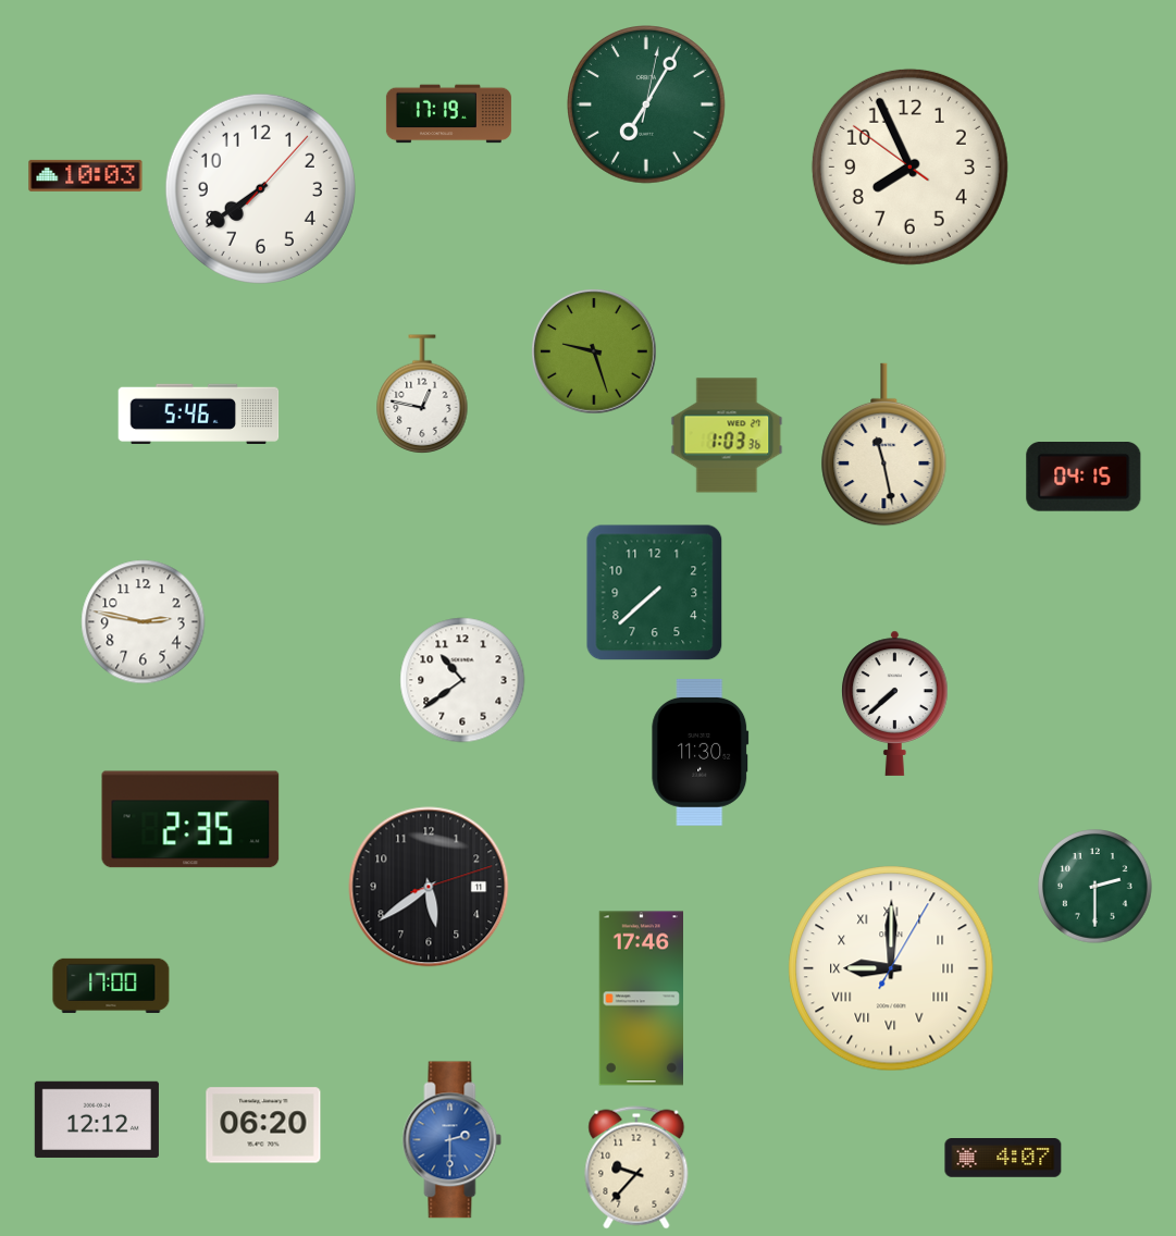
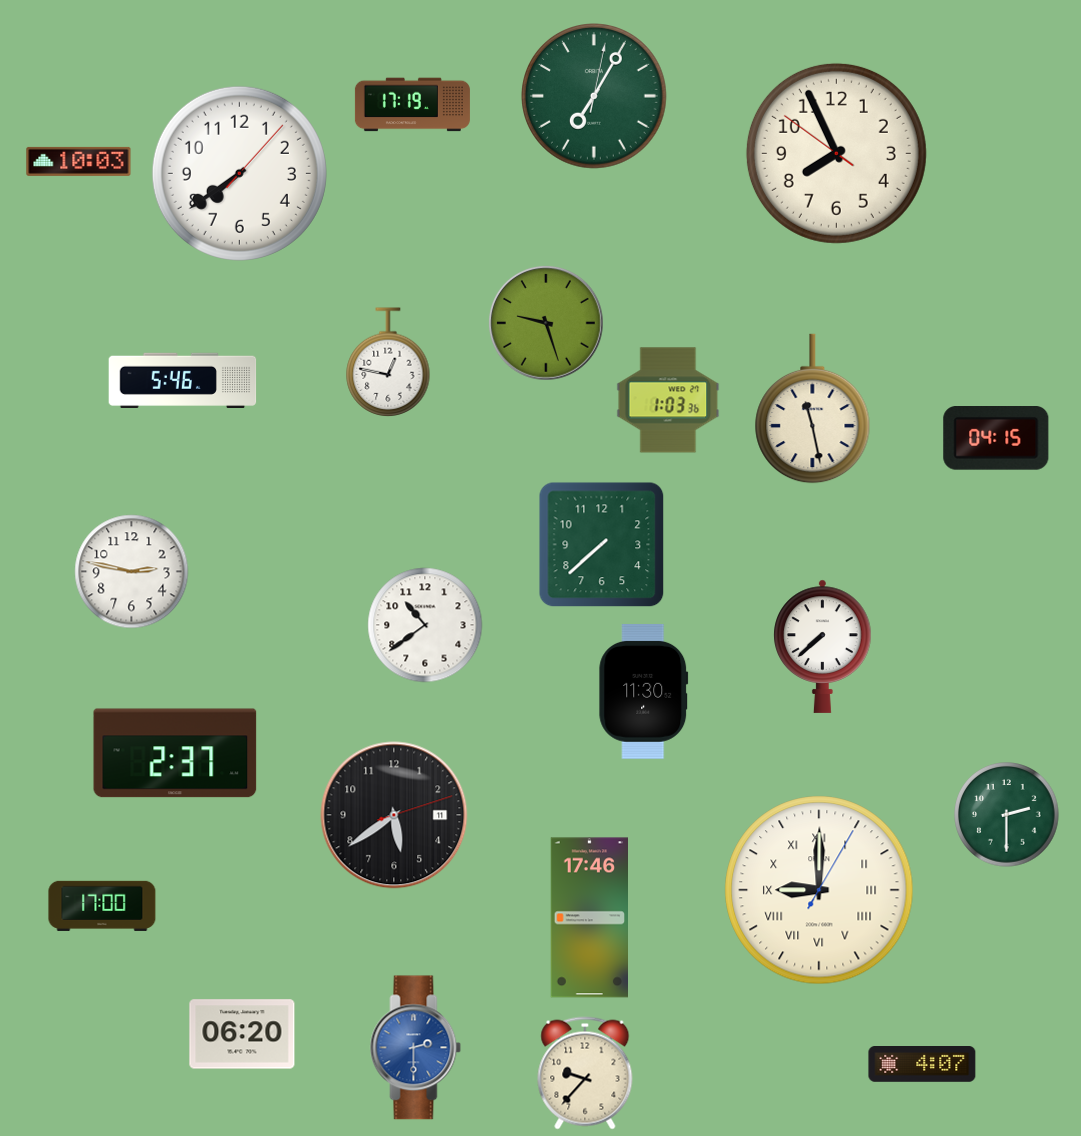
clock at (190, 819): 2:35 -> 2:37
clock at (97, 1120): 12:12 -> none
